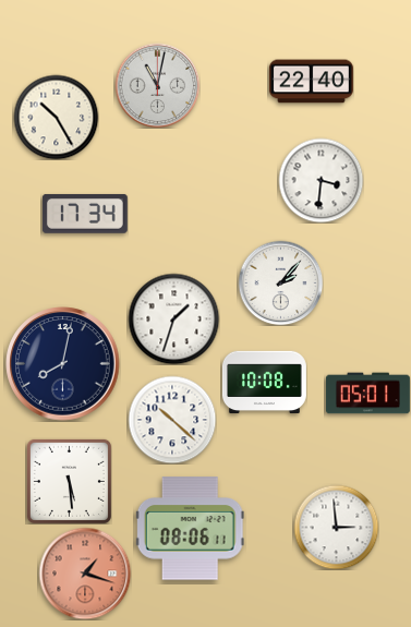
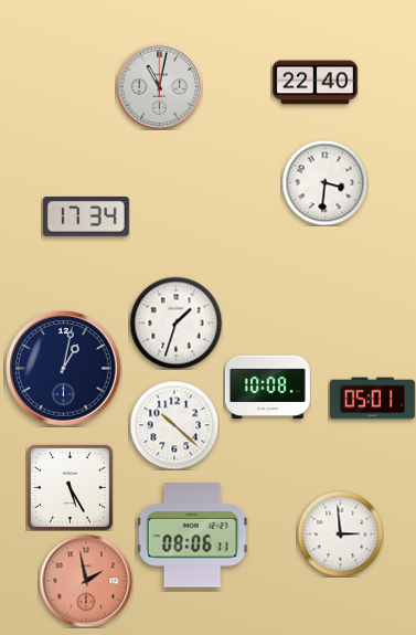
clock at (56, 117): 10:25 -> none
clock at (280, 282): 2:07 -> none
clock at (63, 364): 8:02 -> 1:02
clock at (69, 481): 5:29 -> 5:25
clock at (85, 574): 1:18 -> 1:58
